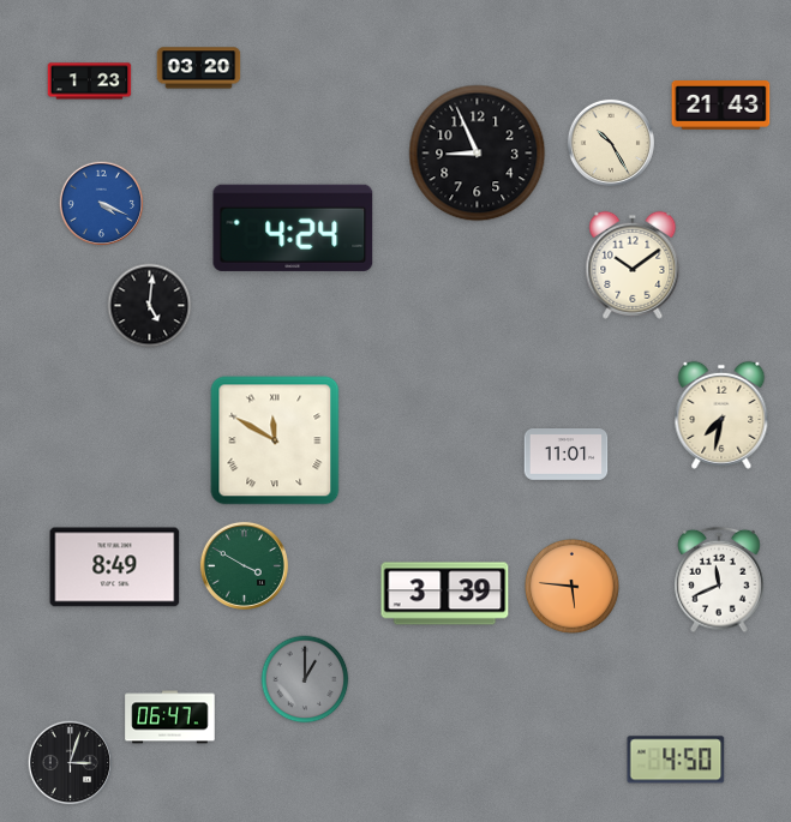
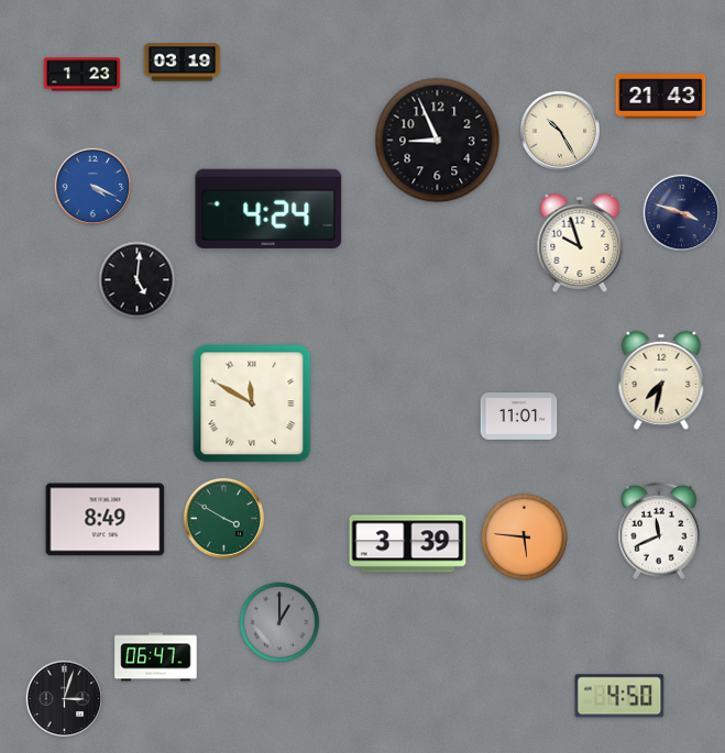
clock at (199, 68): 03:20 -> 03:19
clock at (682, 213): none -> 3:48
clock at (633, 265): 10:09 -> 9:57
